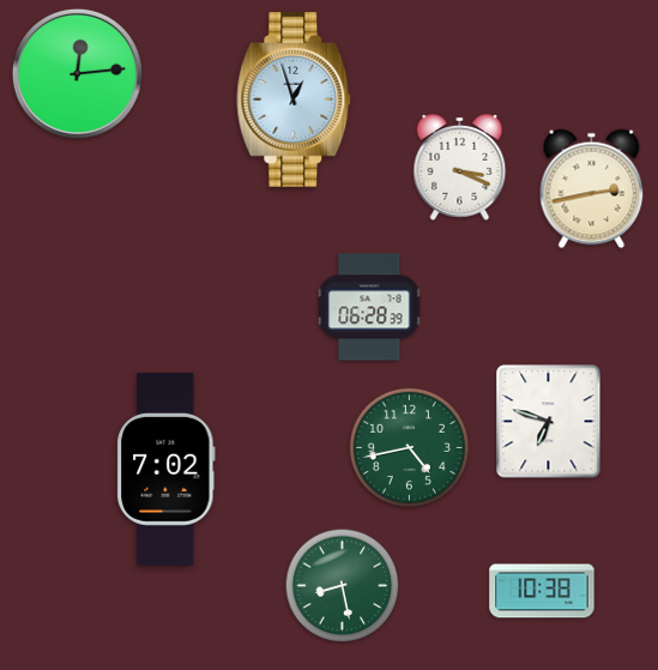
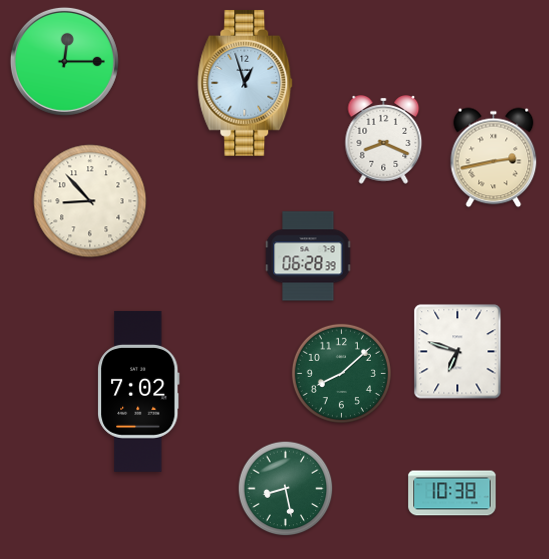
clock at (77, 73): 12:14 -> 12:15
clock at (460, 168): 3:19 -> 8:19
clock at (90, 201): none -> 8:53
clock at (409, 447): 4:43 -> 8:08
